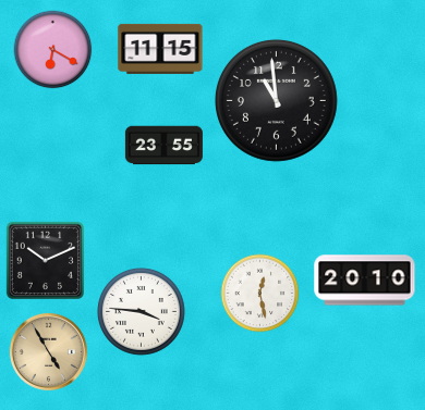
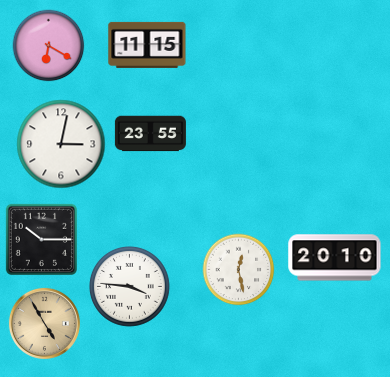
clock at (276, 100): 10:59 -> none
clock at (61, 144): none -> 3:02
clock at (45, 260): 10:11 -> 10:15
